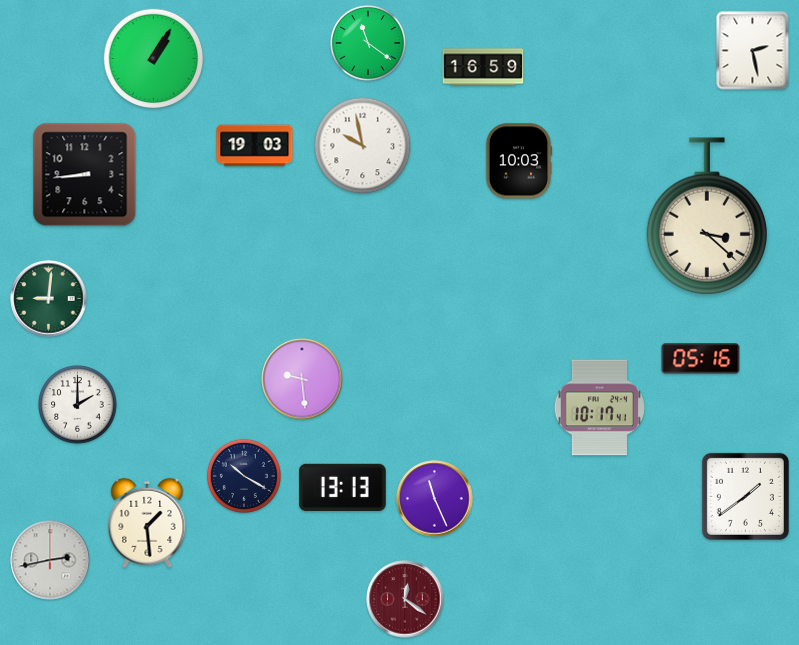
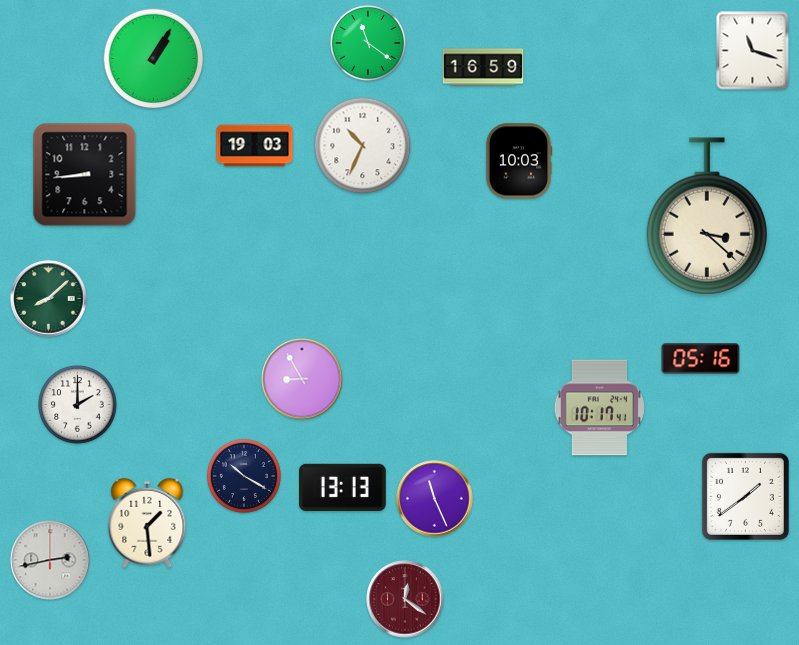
clock at (753, 51): 2:28 -> 11:18
clock at (363, 146): 9:58 -> 10:34
clock at (49, 299): 9:01 -> 8:08
clock at (302, 379): 9:29 -> 8:55
